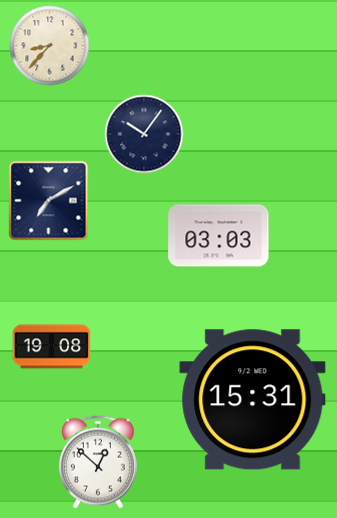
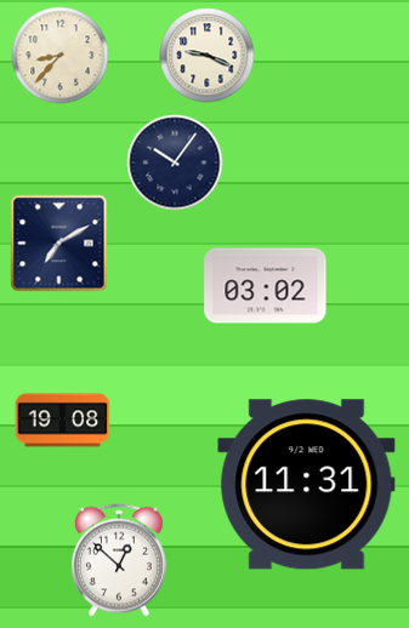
clock at (208, 56): none -> 9:19
clock at (219, 236): 03:03 -> 03:02
clock at (253, 400): 15:31 -> 11:31
